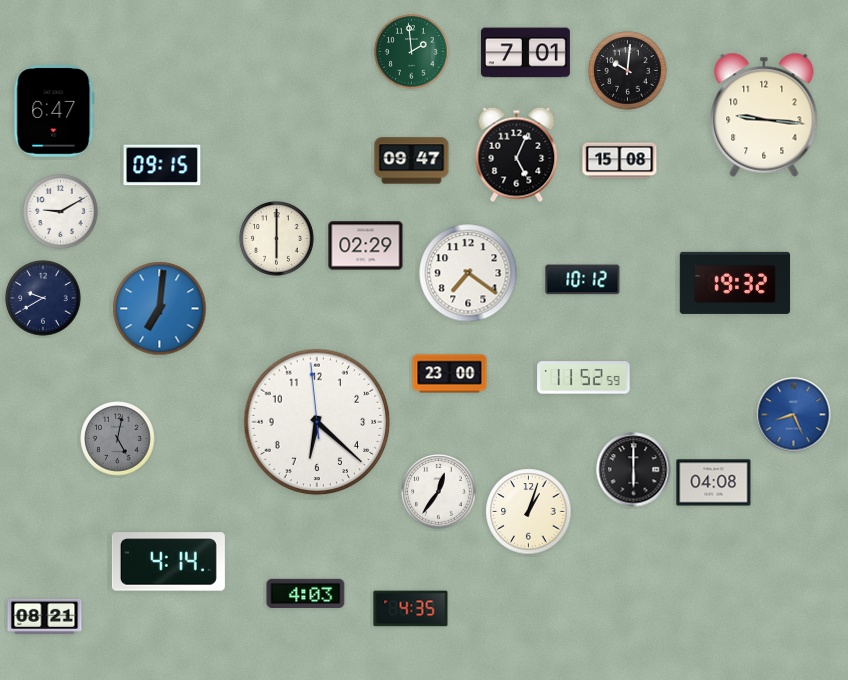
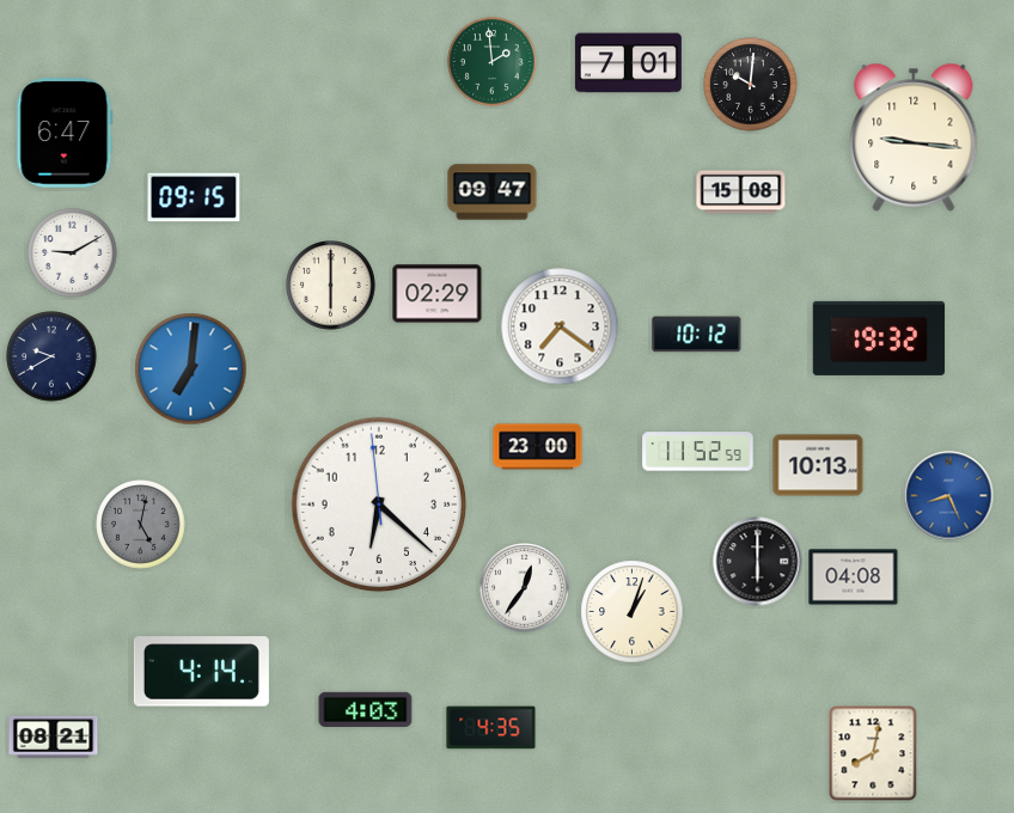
clock at (517, 155): 5:04 -> none
clock at (818, 465): none -> 10:13
clock at (873, 753): none -> 8:02
